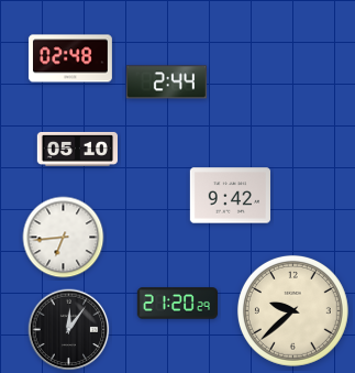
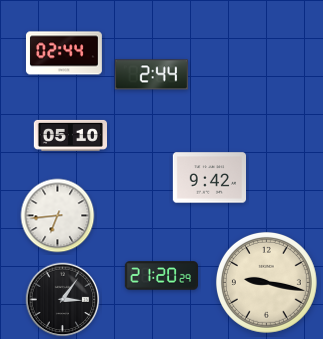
clock at (70, 58): 02:48 -> 02:44
clock at (292, 310): 9:38 -> 9:17
clock at (69, 330): 12:06 -> 3:06
